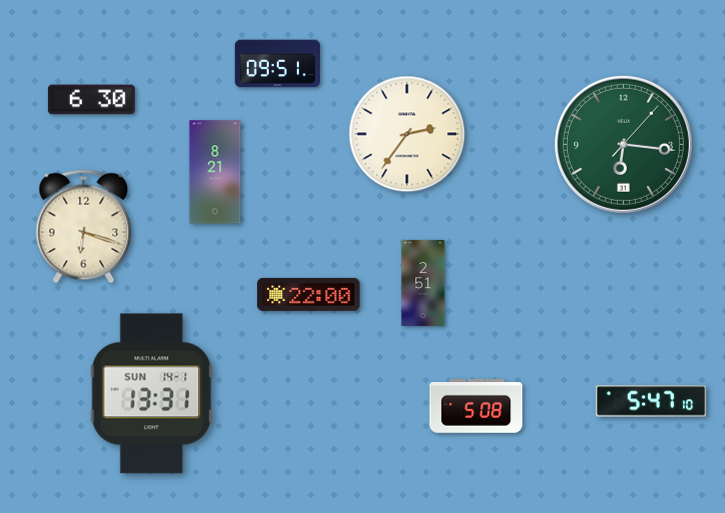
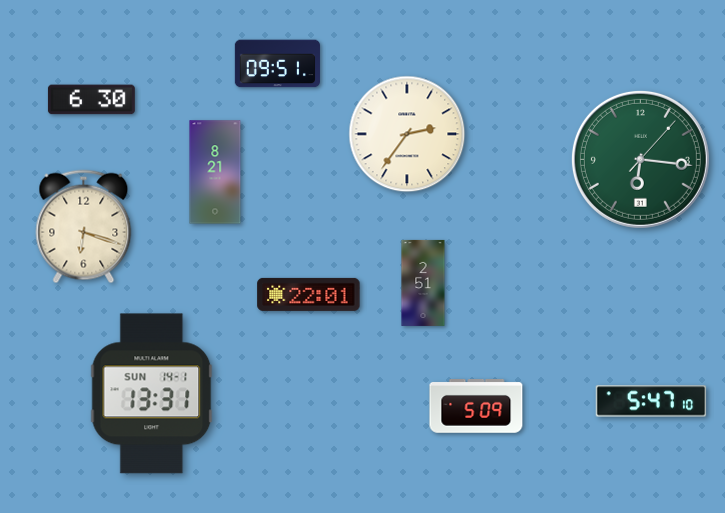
clock at (623, 144) position: (623, 144) -> (640, 159)
clock at (309, 294): 22:00 -> 22:01
clock at (476, 407): 5:08 -> 5:09
